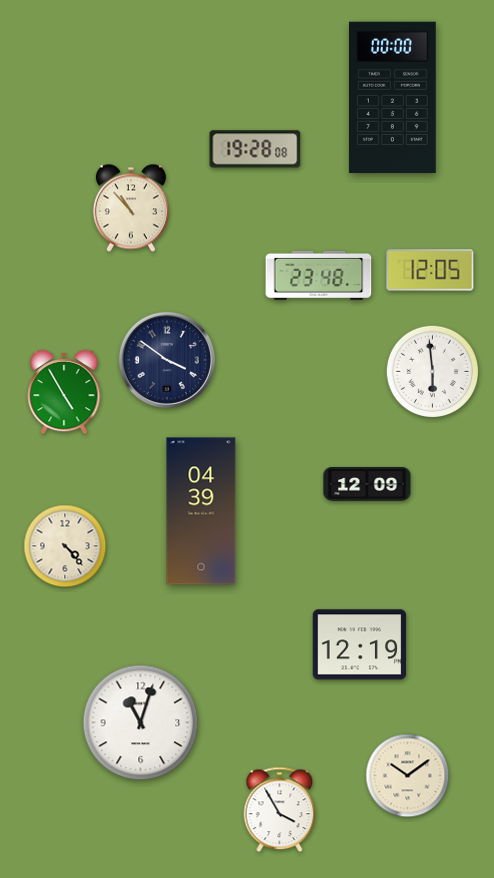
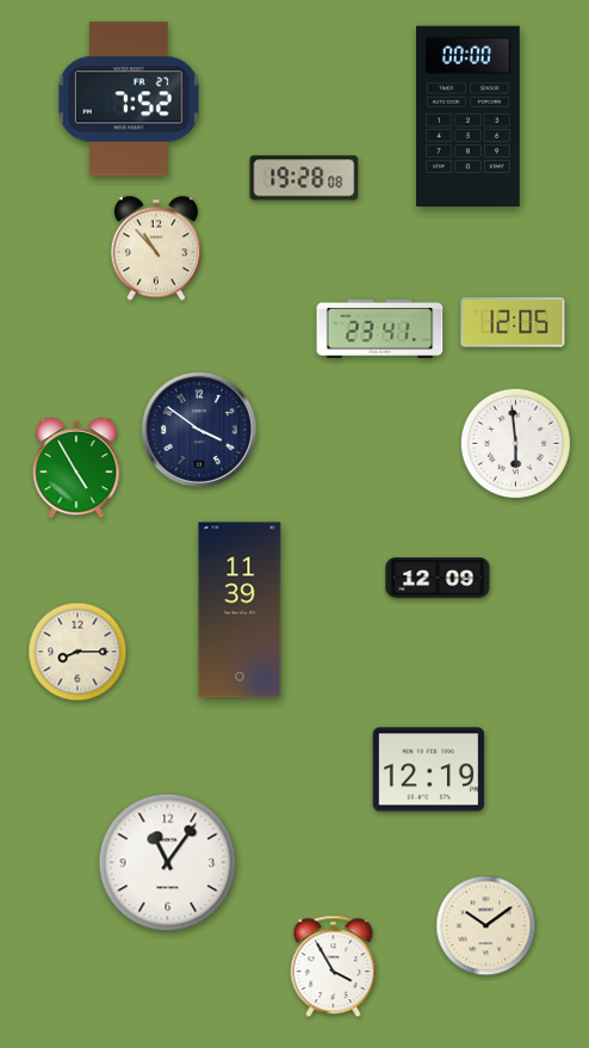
clock at (129, 99): none -> 7:52
clock at (319, 275): 23:48 -> 23:41
clock at (201, 511): 04:39 -> 11:39
clock at (65, 546): 4:23 -> 8:15
clock at (141, 723): 11:03 -> 11:06
